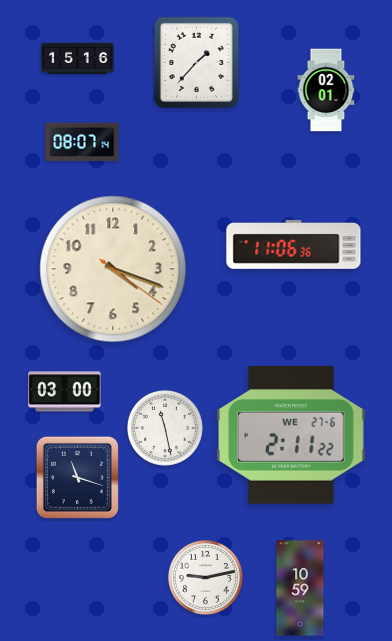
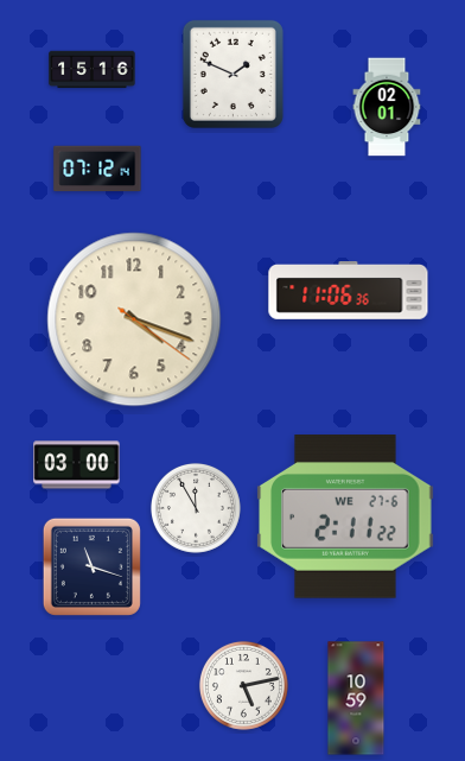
clock at (196, 62): 1:37 -> 1:49
clock at (82, 142): 08:07 -> 07:12
clock at (165, 428): 11:28 -> 11:55
clock at (205, 577): 9:13 -> 5:13
